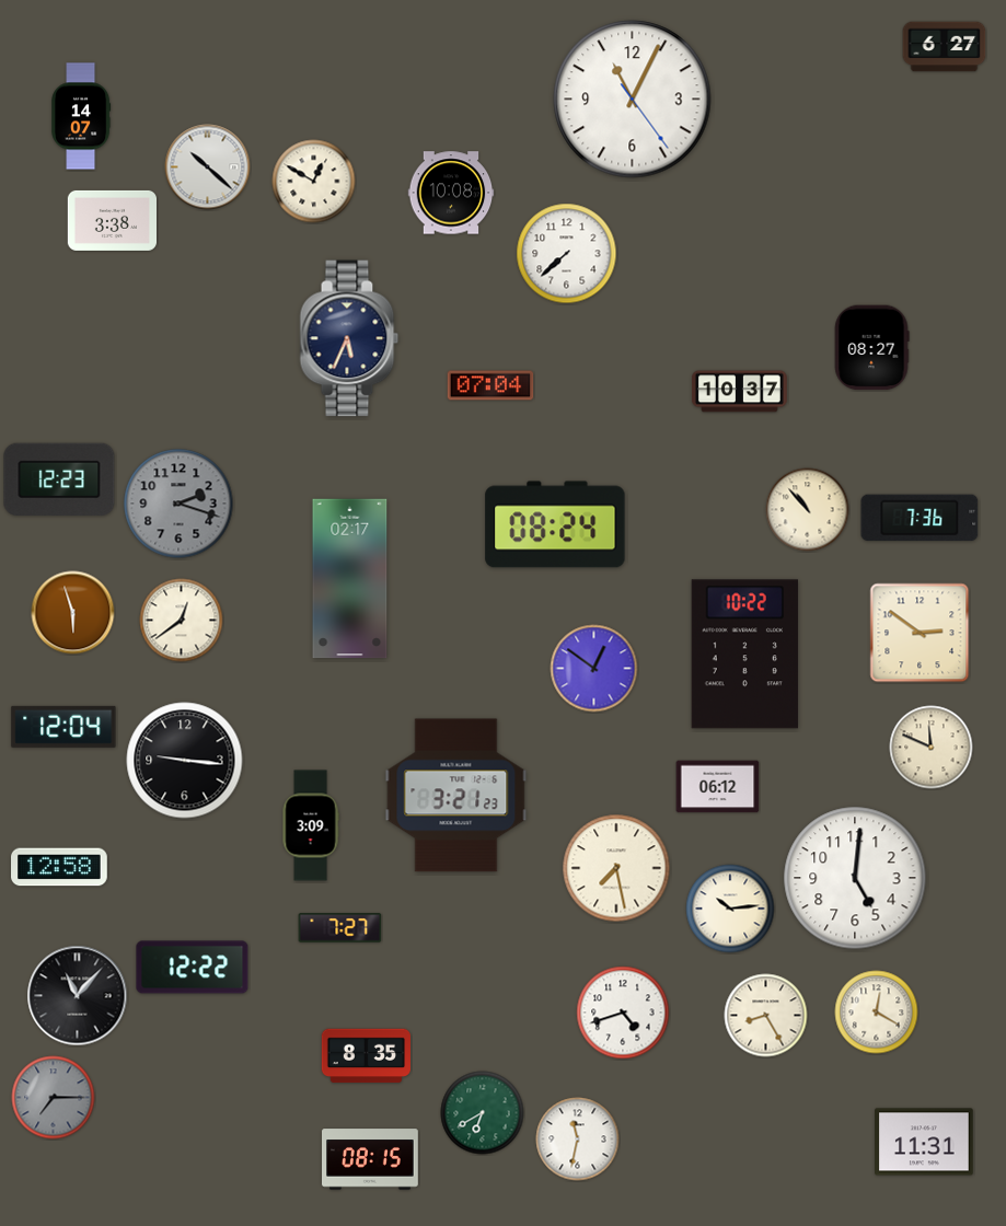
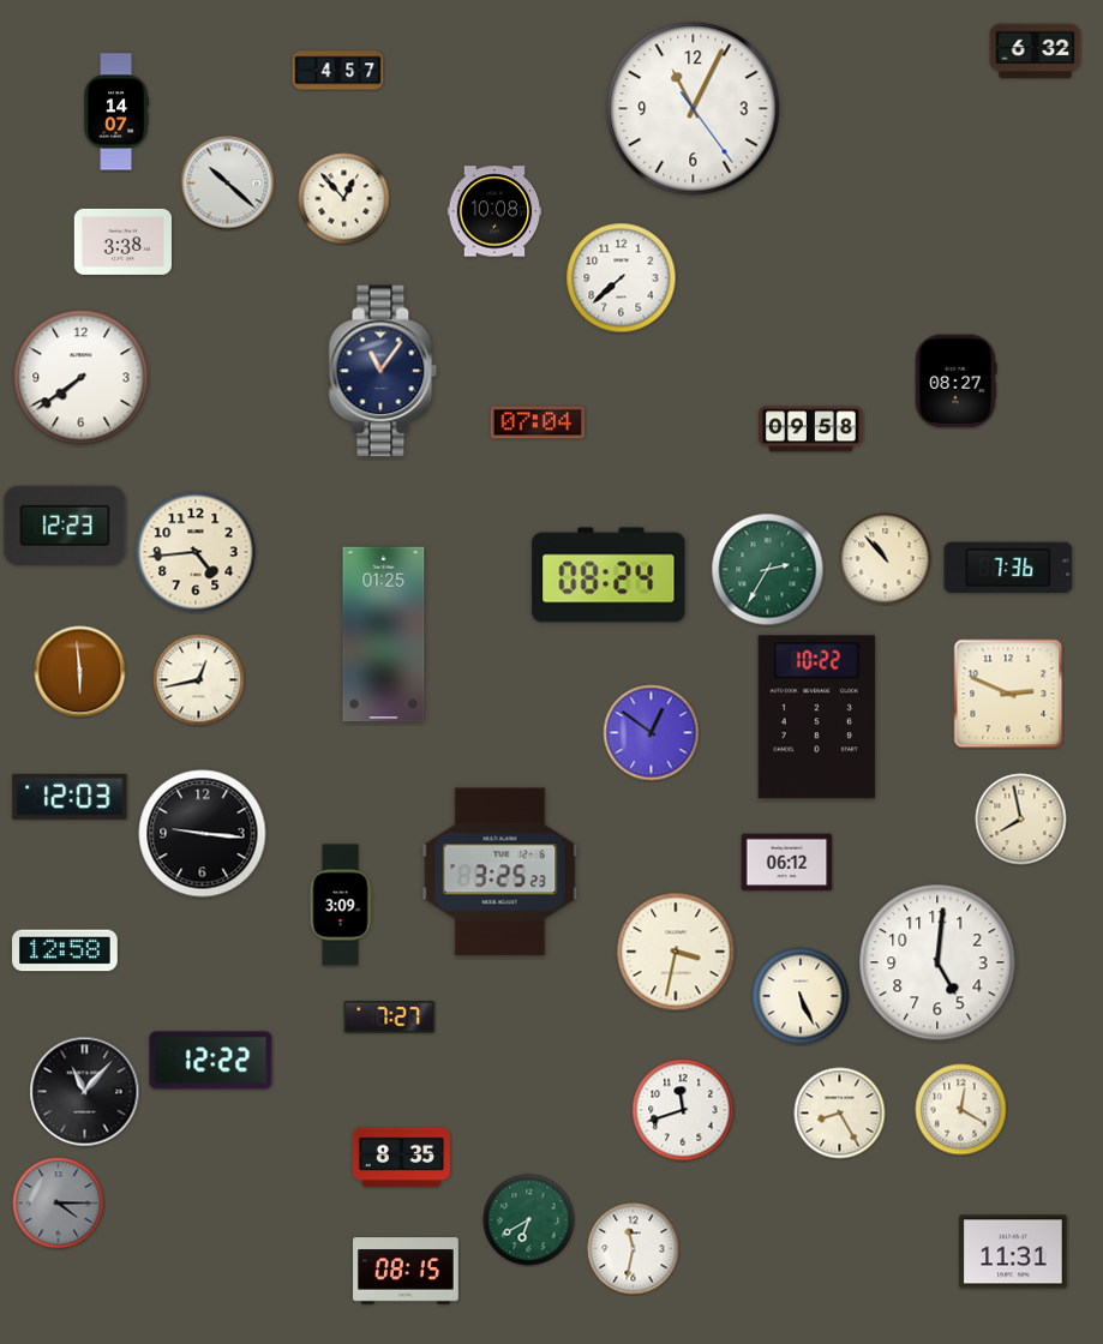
clock at (945, 47): 6:27 -> 6:32
clock at (338, 71): none -> 4:57
clock at (81, 116) position: (81, 116) -> (116, 112)
clock at (314, 182): 12:50 -> 12:53
clock at (349, 338): 5:34 -> 11:06
clock at (82, 378): none -> 7:39
clock at (740, 392): 10:37 -> 09:58
clock at (178, 504): 2:18 -> 4:44
clock at (178, 504) dial: grey -> cream
clock at (768, 570): none -> 2:35
clock at (350, 579): 02:17 -> 01:25
clock at (73, 613): 5:57 -> 5:59
clock at (182, 621): 12:39 -> 12:43
clock at (920, 633): 2:51 -> 2:49
clock at (63, 727): 12:04 -> 12:03
clock at (932, 748): 11:49 -> 7:58
clock at (456, 796): 3:21 -> 3:25
clock at (616, 868): 7:28 -> 3:32
clock at (730, 909): 10:14 -> 5:26
clock at (340, 928) position: (340, 928) -> (390, 1018)
clock at (623, 1013): 4:42 -> 11:42
clock at (54, 1098): 7:15 -> 4:15
